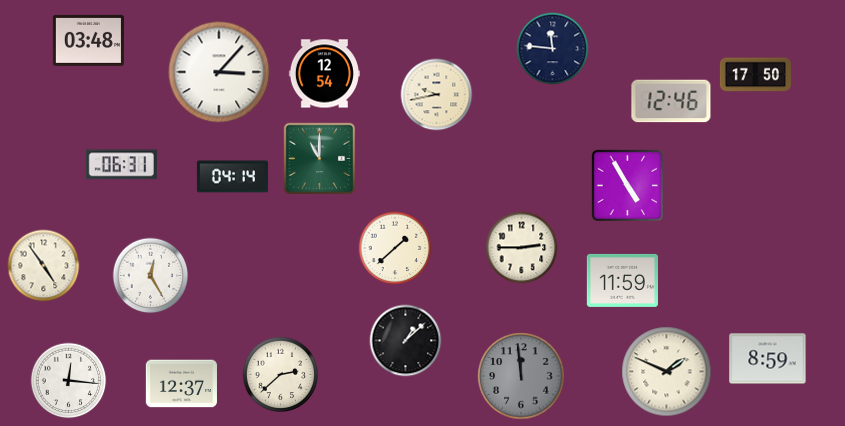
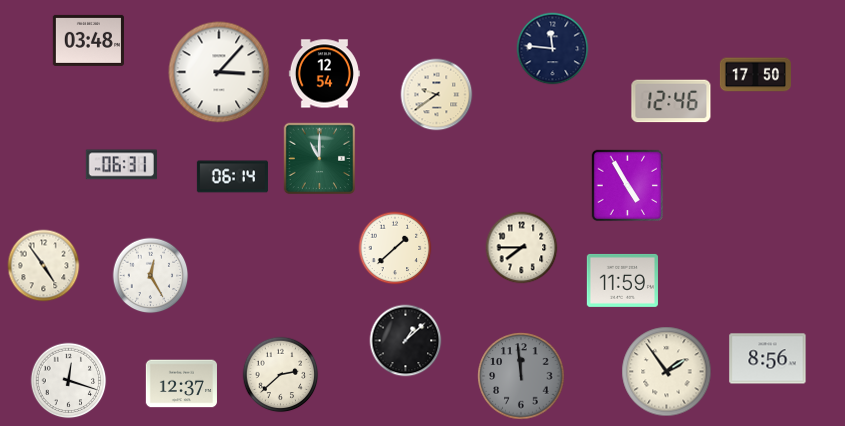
clock at (437, 95): 9:43 -> 9:39
clock at (232, 177): 04:14 -> 06:14
clock at (522, 248): 2:45 -> 7:45
clock at (768, 359): 8:59 -> 8:56
clock at (667, 372): 1:49 -> 1:54
clock at (69, 381): 12:16 -> 12:18
